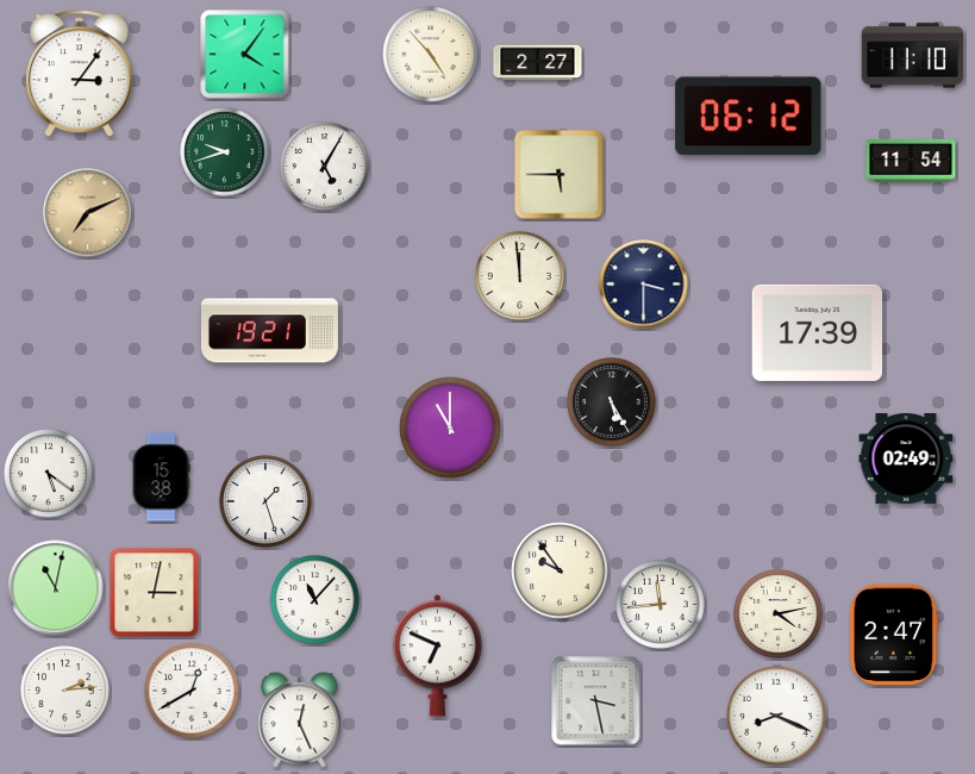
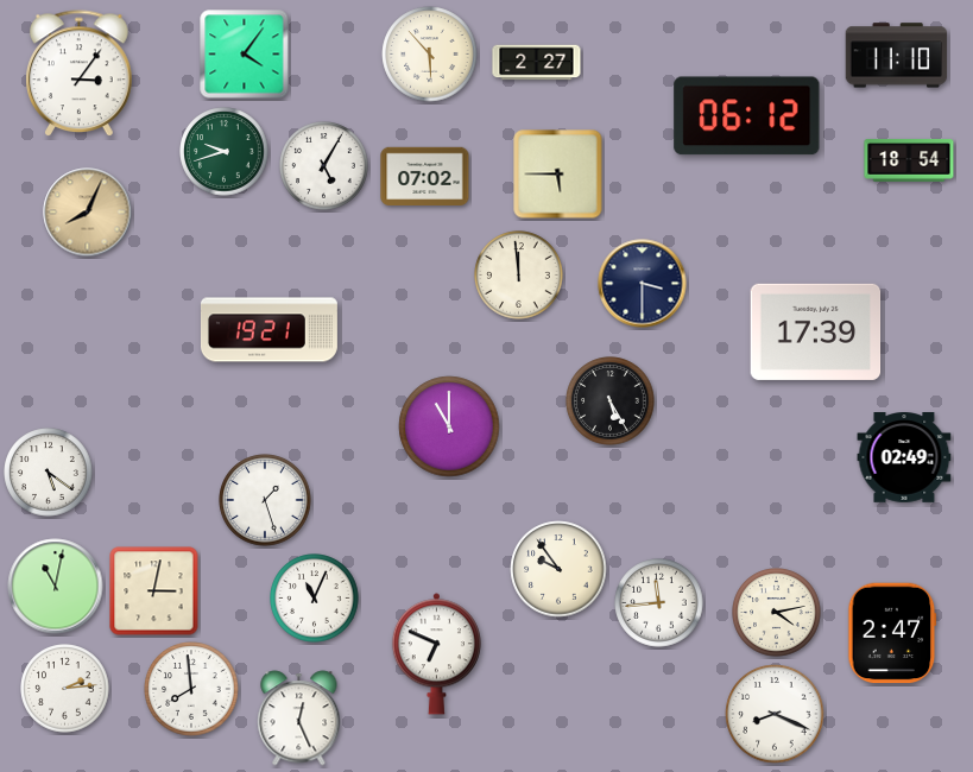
clock at (431, 55): 4:53 -> 5:53
clock at (913, 56) position: (913, 56) -> (897, 56)
clock at (911, 162): 11:54 -> 18:54
clock at (425, 176): none -> 07:02
clock at (88, 213): 7:11 -> 8:04
clock at (161, 477): 15:38 -> none
clock at (315, 600): 11:07 -> 11:04
clock at (192, 691): 12:40 -> 7:59
clock at (596, 701): 3:28 -> none
